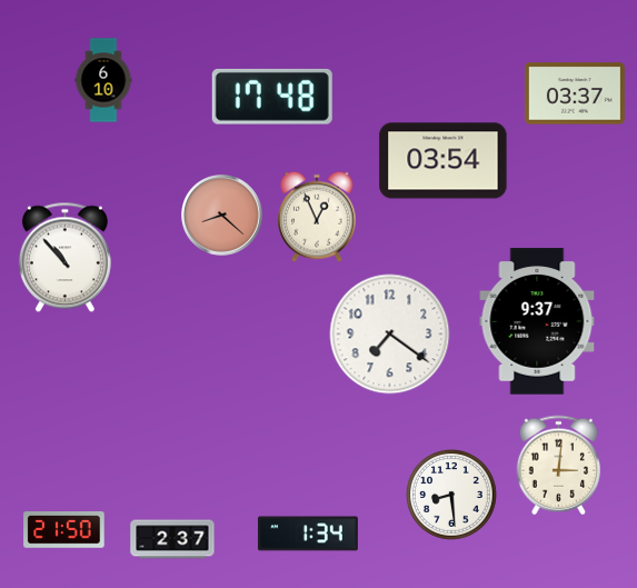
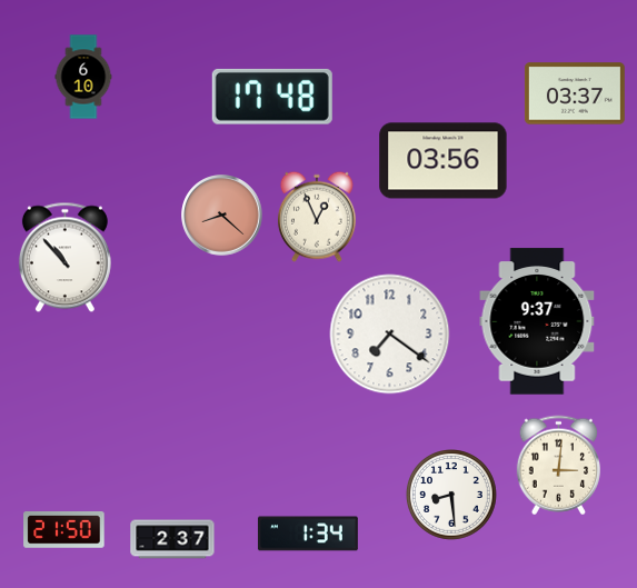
clock at (103, 80) position: (103, 80) -> (83, 77)
clock at (444, 161): 03:54 -> 03:56
